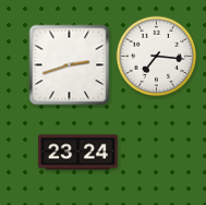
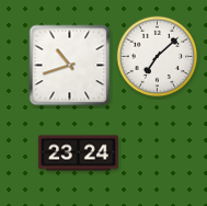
clock at (157, 57): 7:16 -> 7:08
clock at (70, 65): 2:42 -> 10:42
